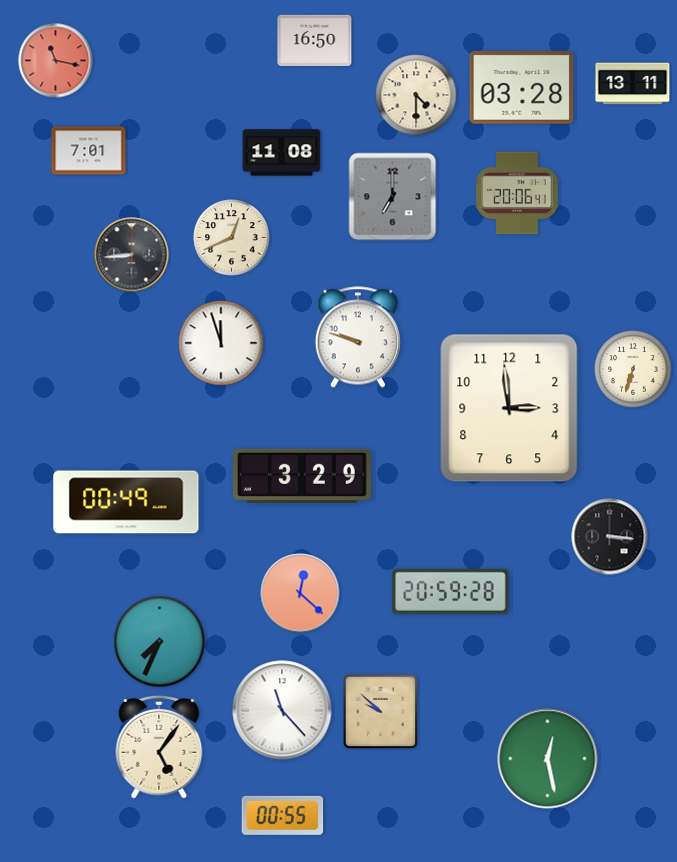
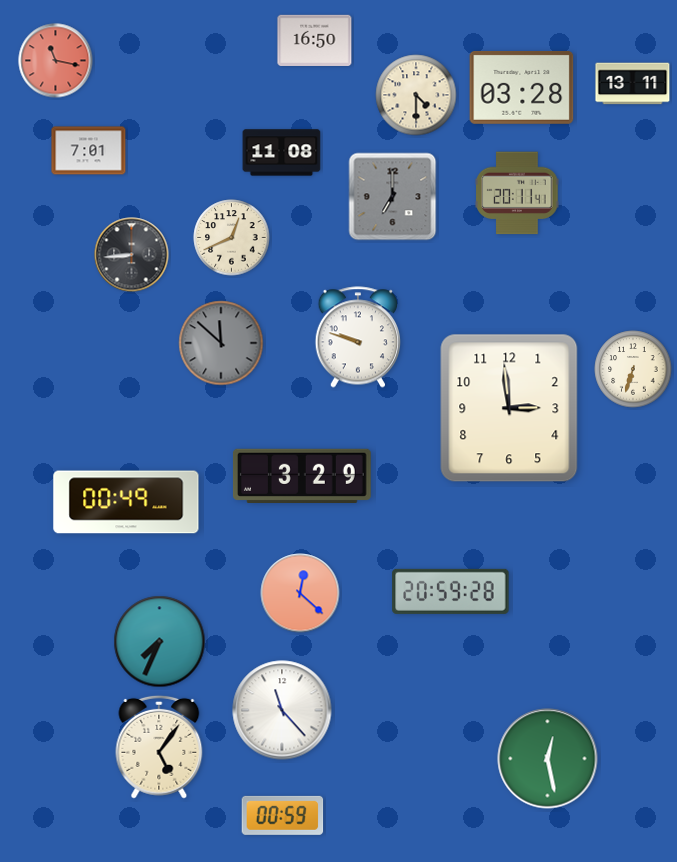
clock at (517, 193): 20:06 -> 20:11
clock at (221, 343): 11:57 -> 11:52
clock at (221, 343) dial: white -> grey
clock at (610, 537): 3:16 -> none
clock at (380, 711): 9:52 -> none
clock at (283, 815): 00:55 -> 00:59
